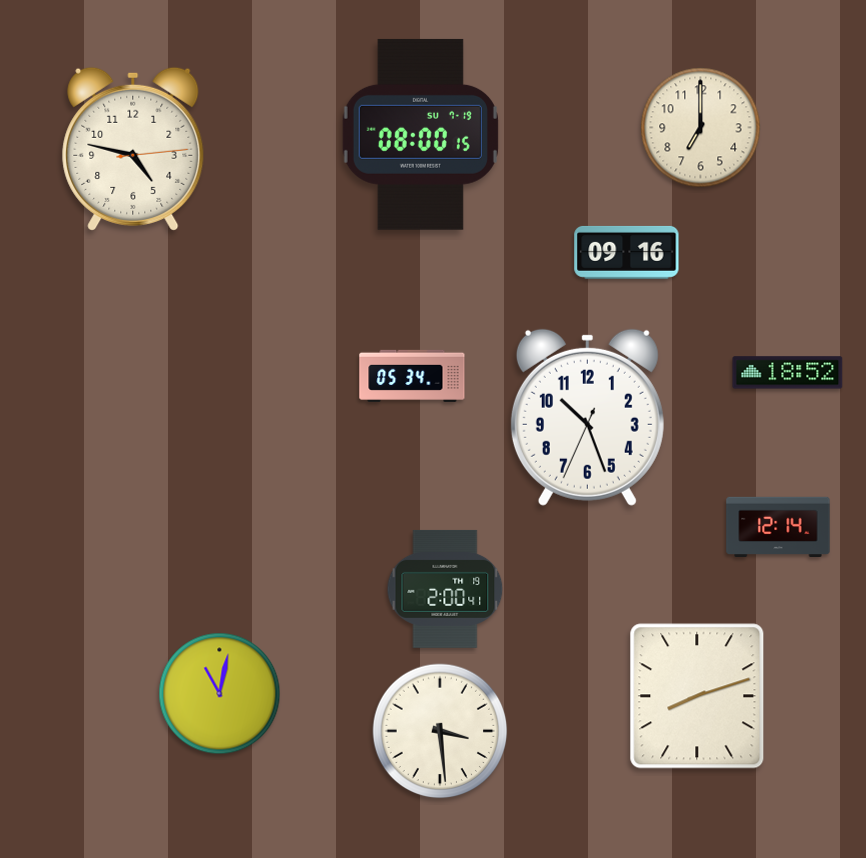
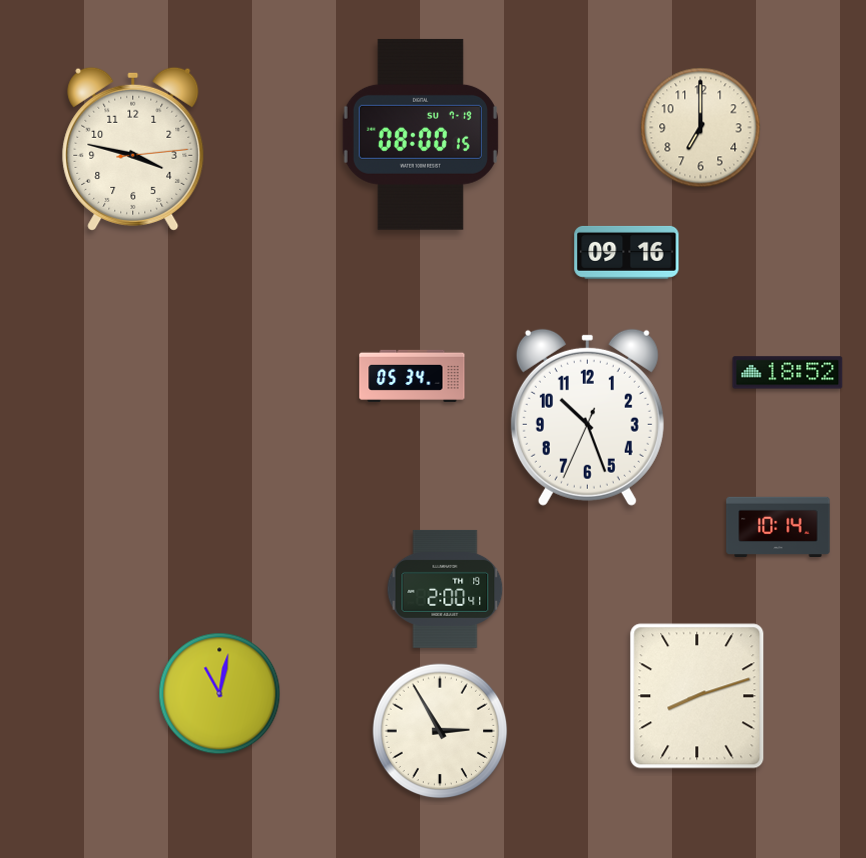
clock at (133, 149): 4:47 -> 3:47
clock at (778, 526): 12:14 -> 10:14
clock at (440, 731): 3:29 -> 2:55
